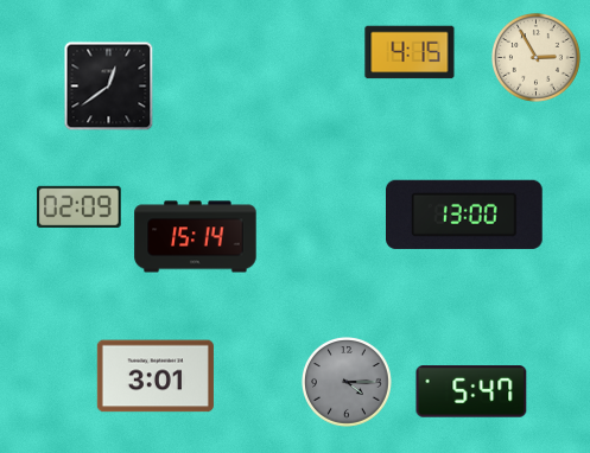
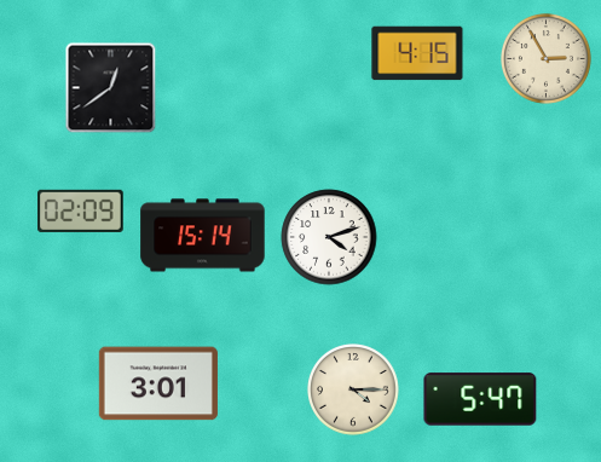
clock at (465, 215): 13:00 -> none
clock at (329, 237): none -> 4:12
clock at (196, 237) position: (196, 237) -> (203, 236)
clock at (348, 383) dial: grey -> cream
